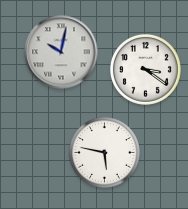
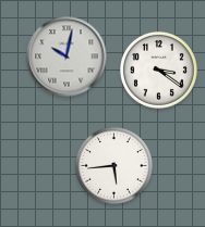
clock at (145, 69) position: (145, 69) -> (158, 70)
clock at (104, 152): 5:47 -> 5:44
